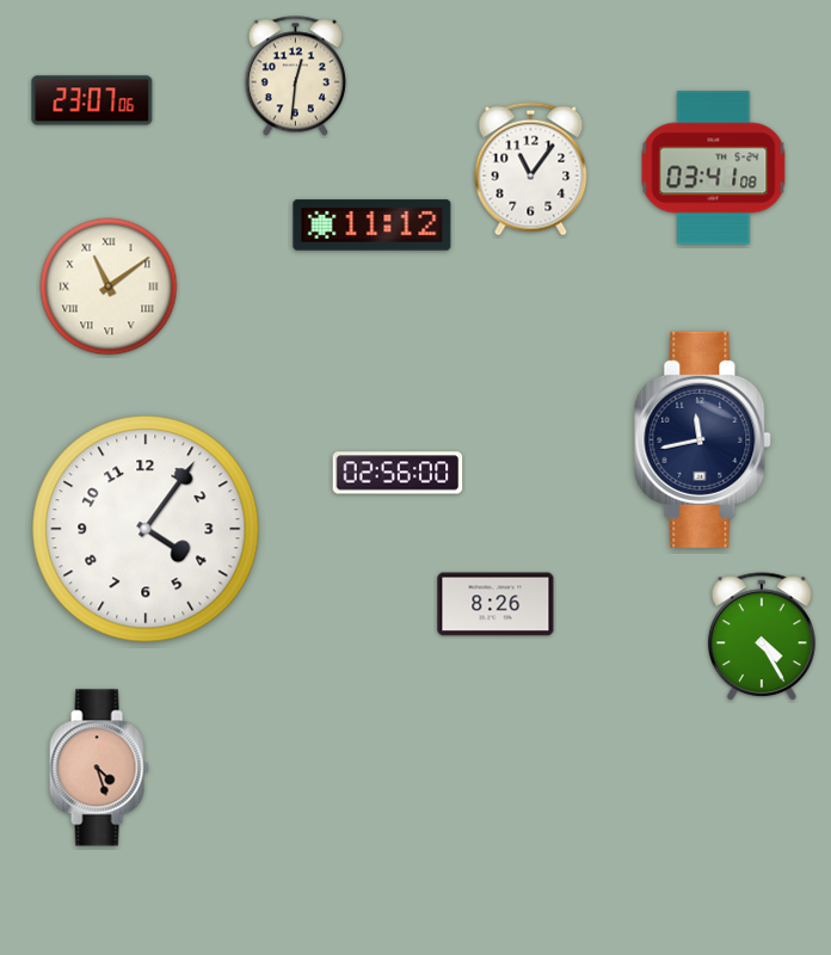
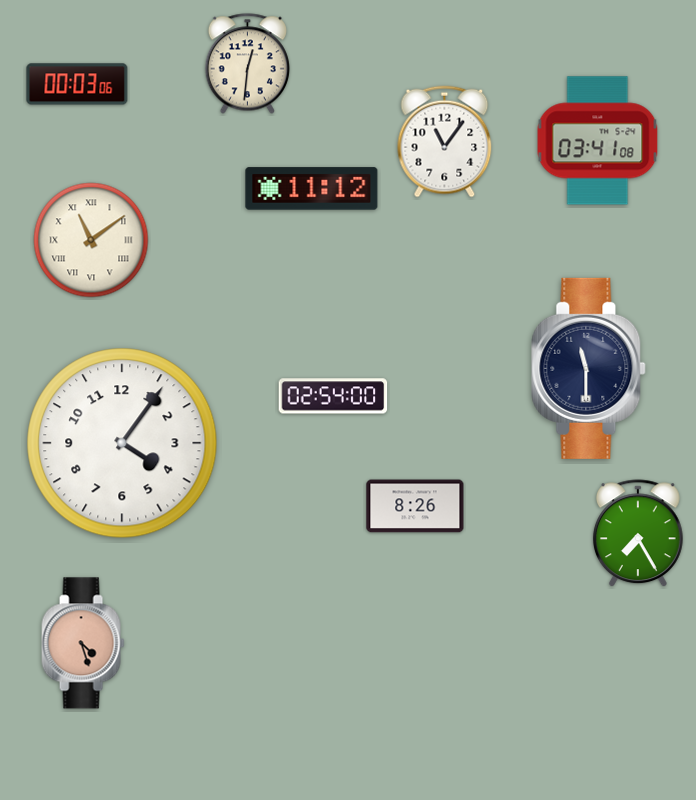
clock at (92, 100): 23:07 -> 00:03
clock at (703, 439): 11:43 -> 11:30
clock at (398, 473): 02:56 -> 02:54
clock at (762, 637): 4:25 -> 7:25
